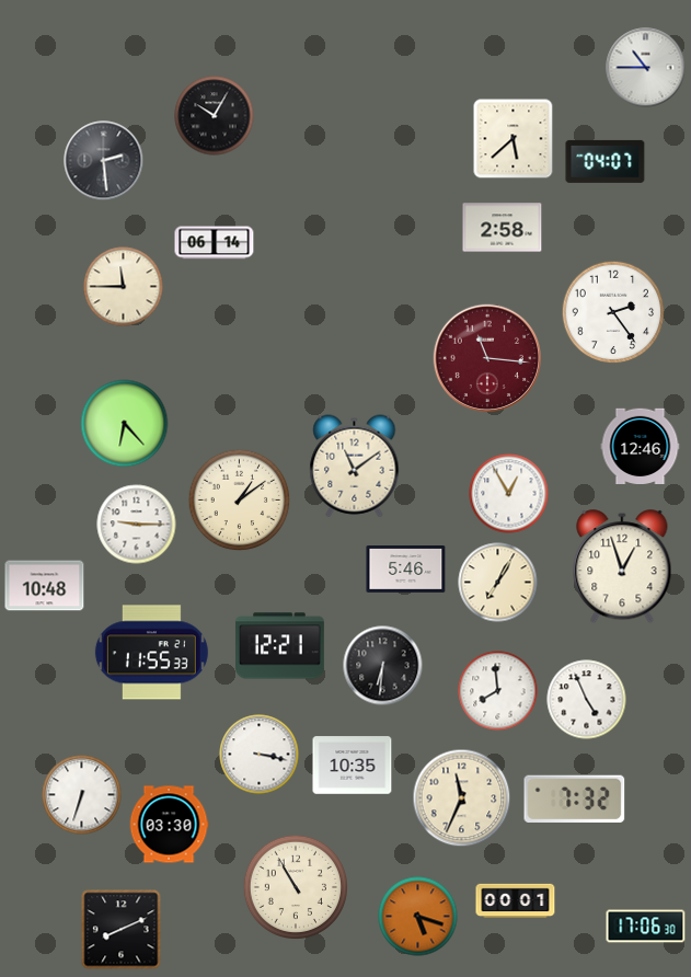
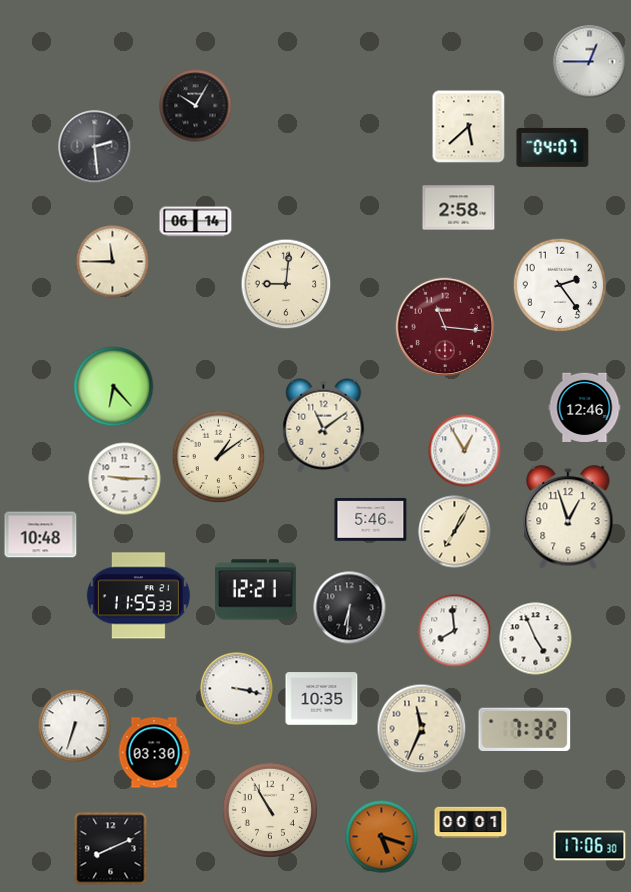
clock at (646, 68): 10:45 -> 12:45
clock at (286, 284): none -> 9:01
